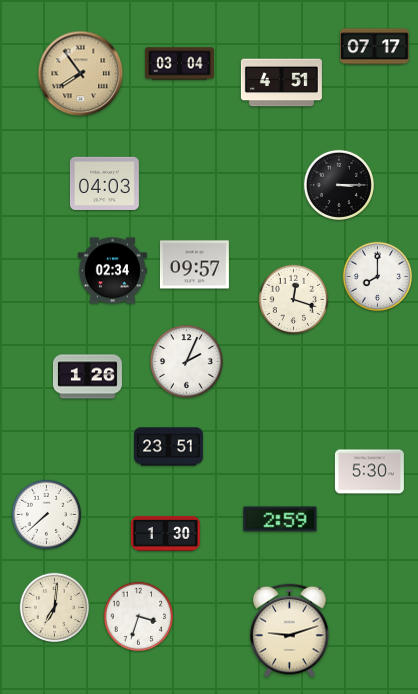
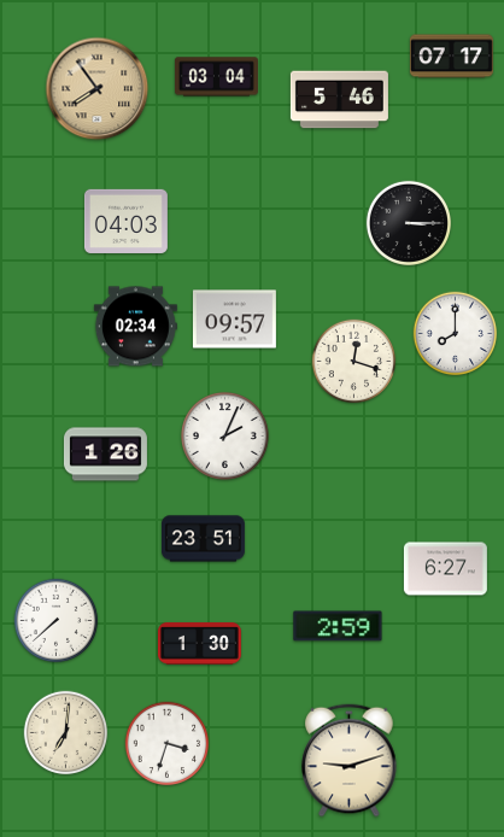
clock at (281, 83): 4:51 -> 5:46
clock at (369, 472): 5:30 -> 6:27
